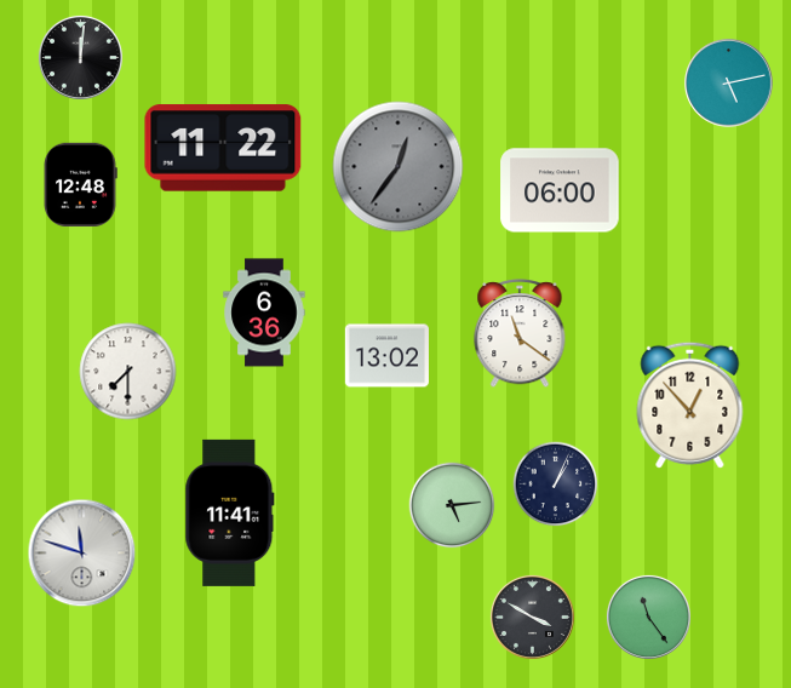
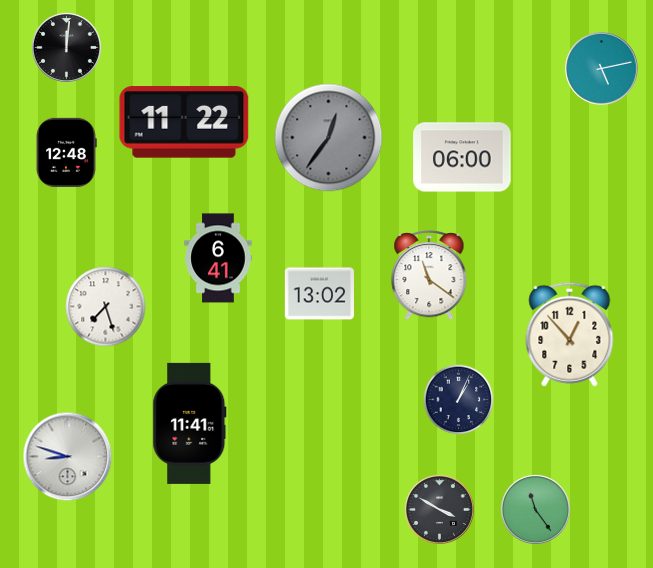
clock at (264, 313): 6:36 -> 6:41
clock at (128, 372): 7:30 -> 7:27
clock at (452, 505): 5:14 -> none
clock at (82, 554): 11:48 -> 8:48
